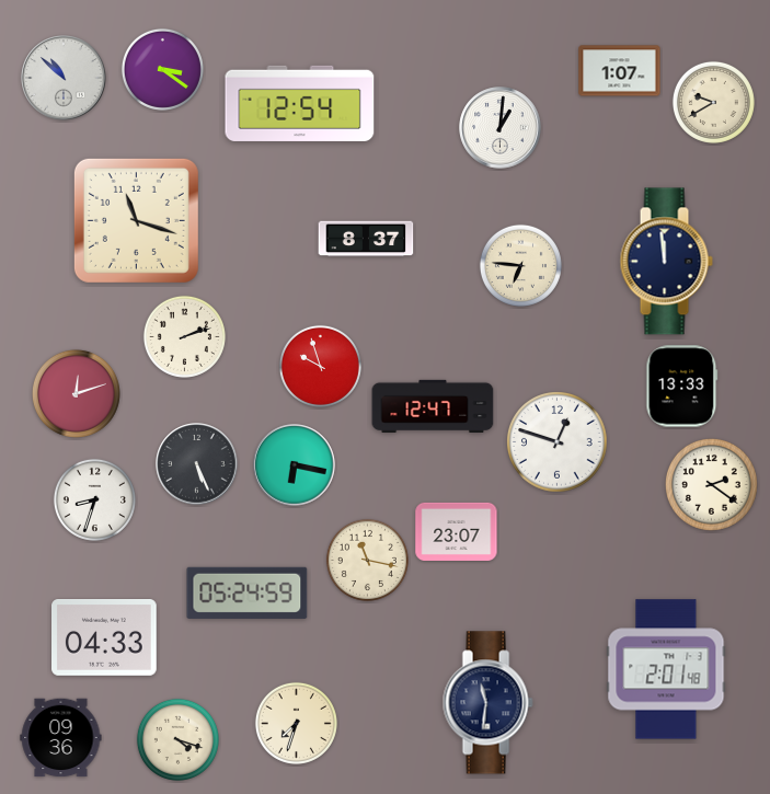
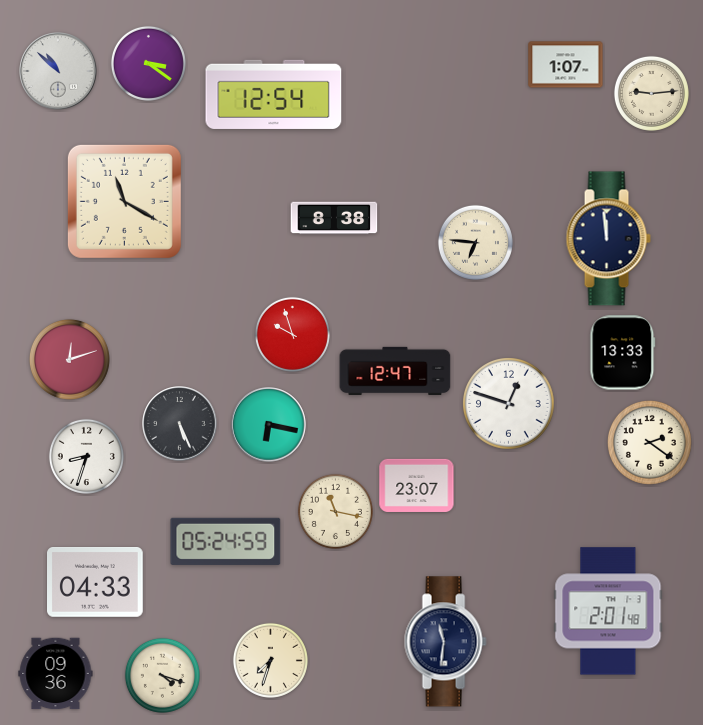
clock at (713, 102): 9:40 -> 9:14
clock at (501, 128): 1:01 -> none
clock at (136, 220): 11:18 -> 11:20
clock at (366, 239): 8:37 -> 8:38
clock at (184, 336): 2:12 -> none
